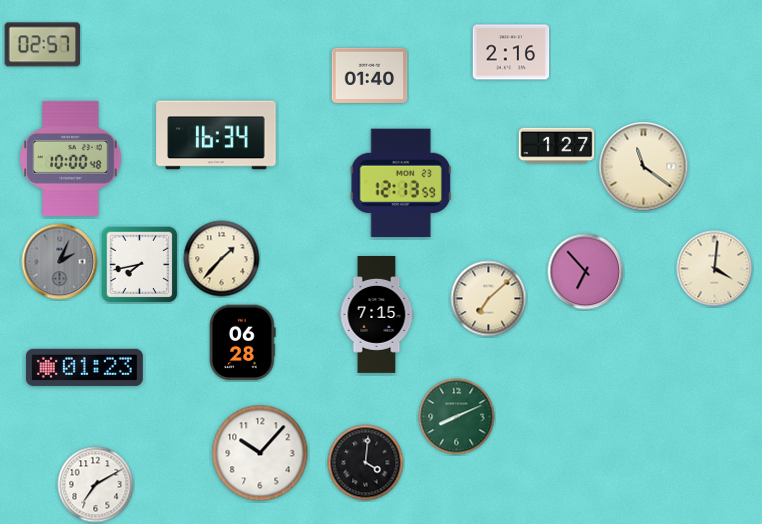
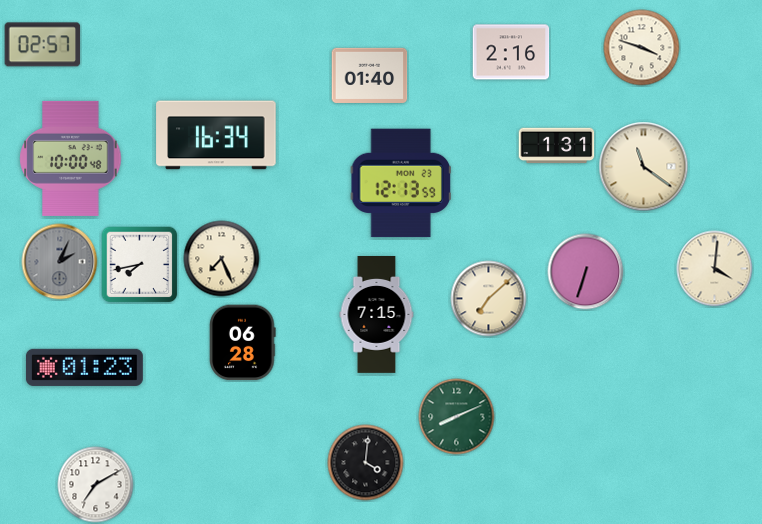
clock at (642, 48): none -> 3:48
clock at (557, 146): 1:27 -> 1:31
clock at (222, 259): 1:37 -> 7:26
clock at (586, 272): 6:53 -> 6:33
clock at (260, 453): 10:07 -> none
